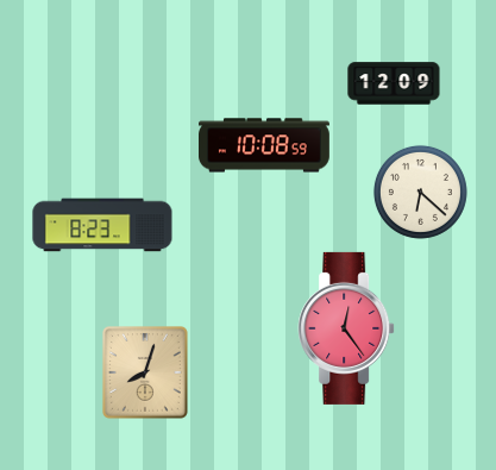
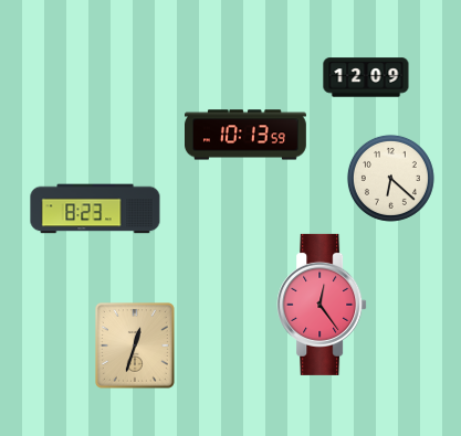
clock at (265, 145): 10:08 -> 10:13
clock at (145, 374): 8:03 -> 12:33
